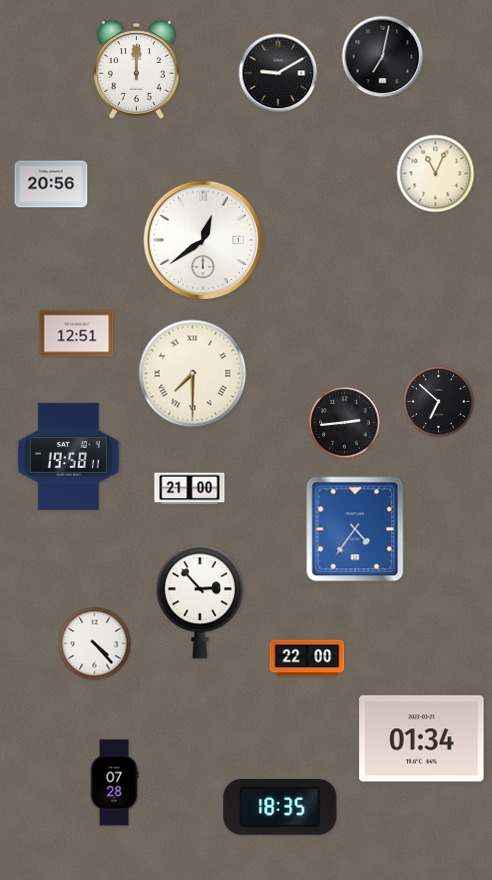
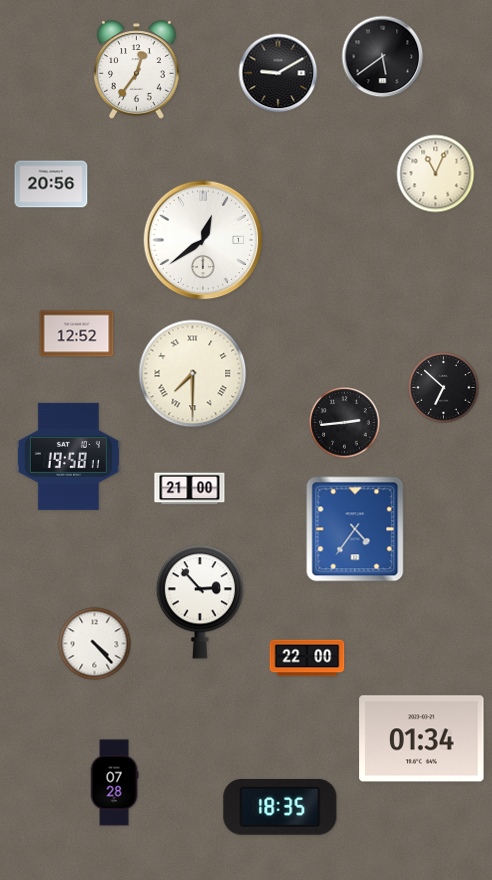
clock at (383, 57): 7:02 -> 5:39
clock at (137, 70): 12:00 -> 12:36
clock at (77, 334): 12:51 -> 12:52
clock at (439, 402) position: (439, 402) -> (444, 388)
